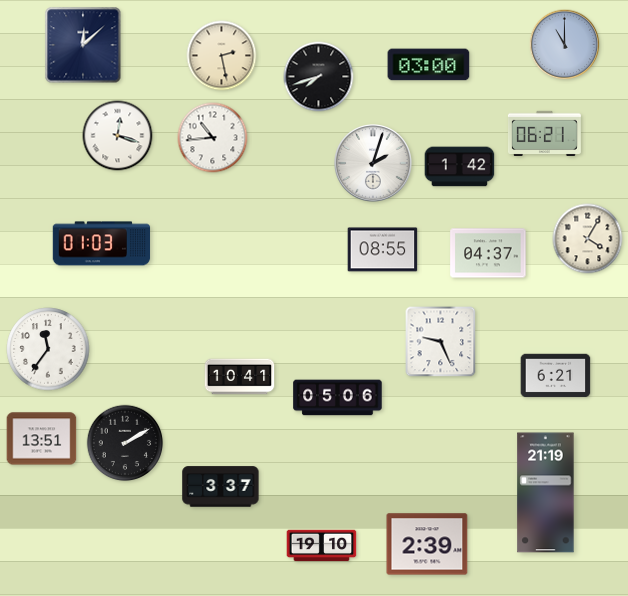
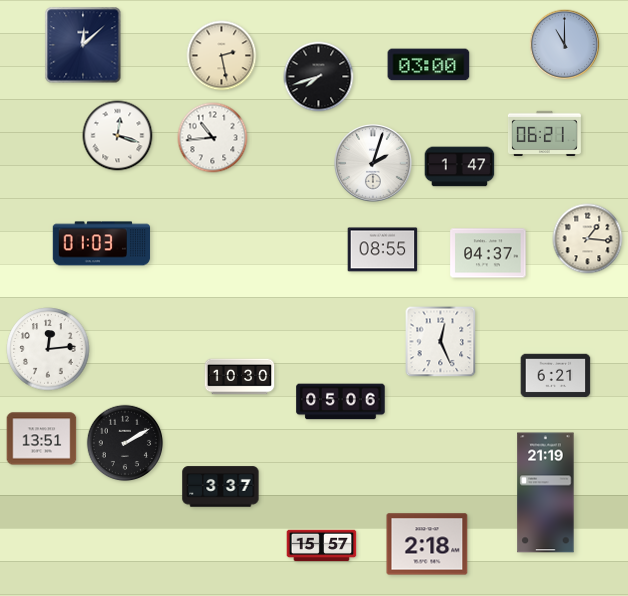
clock at (460, 167): 1:42 -> 1:47
clock at (588, 239): 4:05 -> 1:16
clock at (441, 342): 9:26 -> 12:26
clock at (48, 349): 11:36 -> 12:14
clock at (240, 377): 10:41 -> 10:30
clock at (338, 398) position: (338, 398) -> (341, 402)
clock at (427, 544): 2:39 -> 2:18
clock at (322, 546): 19:10 -> 15:57
